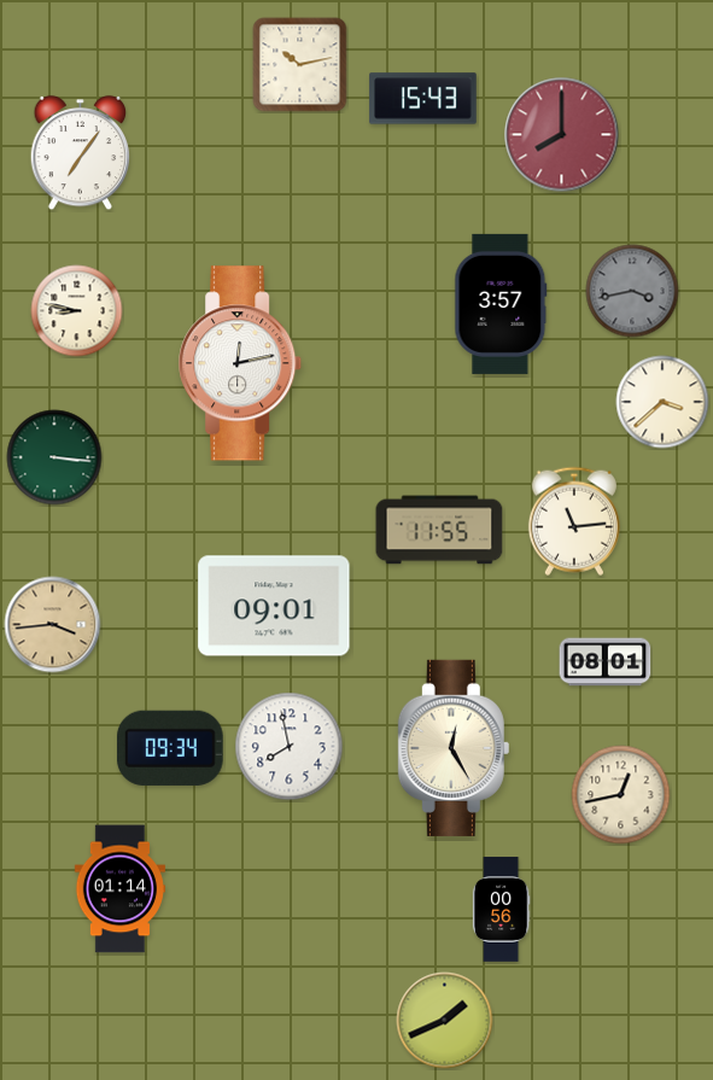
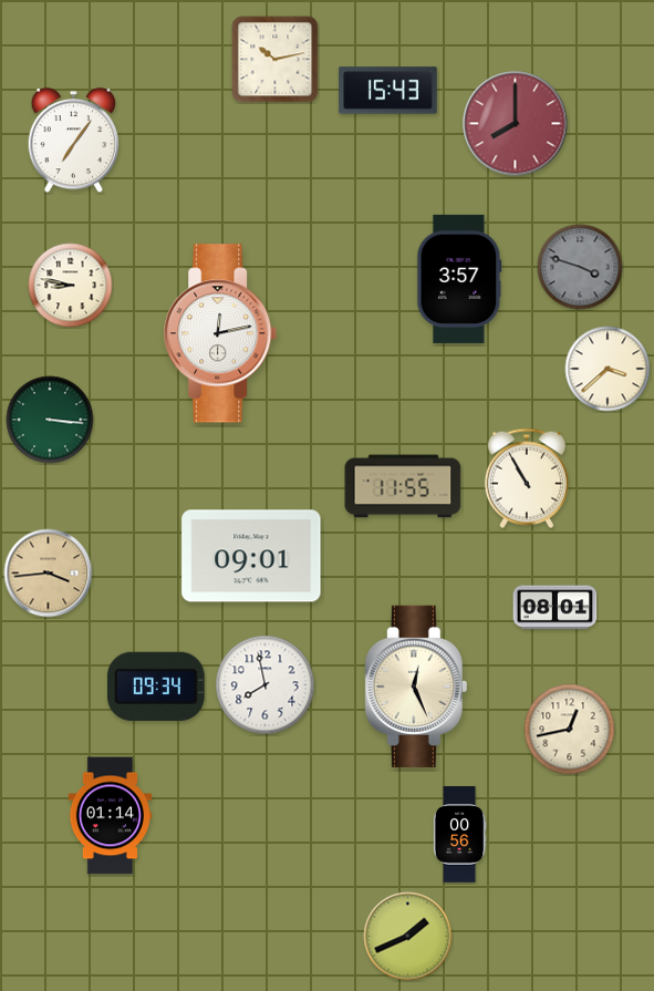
clock at (632, 291): 3:43 -> 3:48
clock at (574, 521): 11:14 -> 10:55
clock at (454, 748): 12:25 -> 12:26
